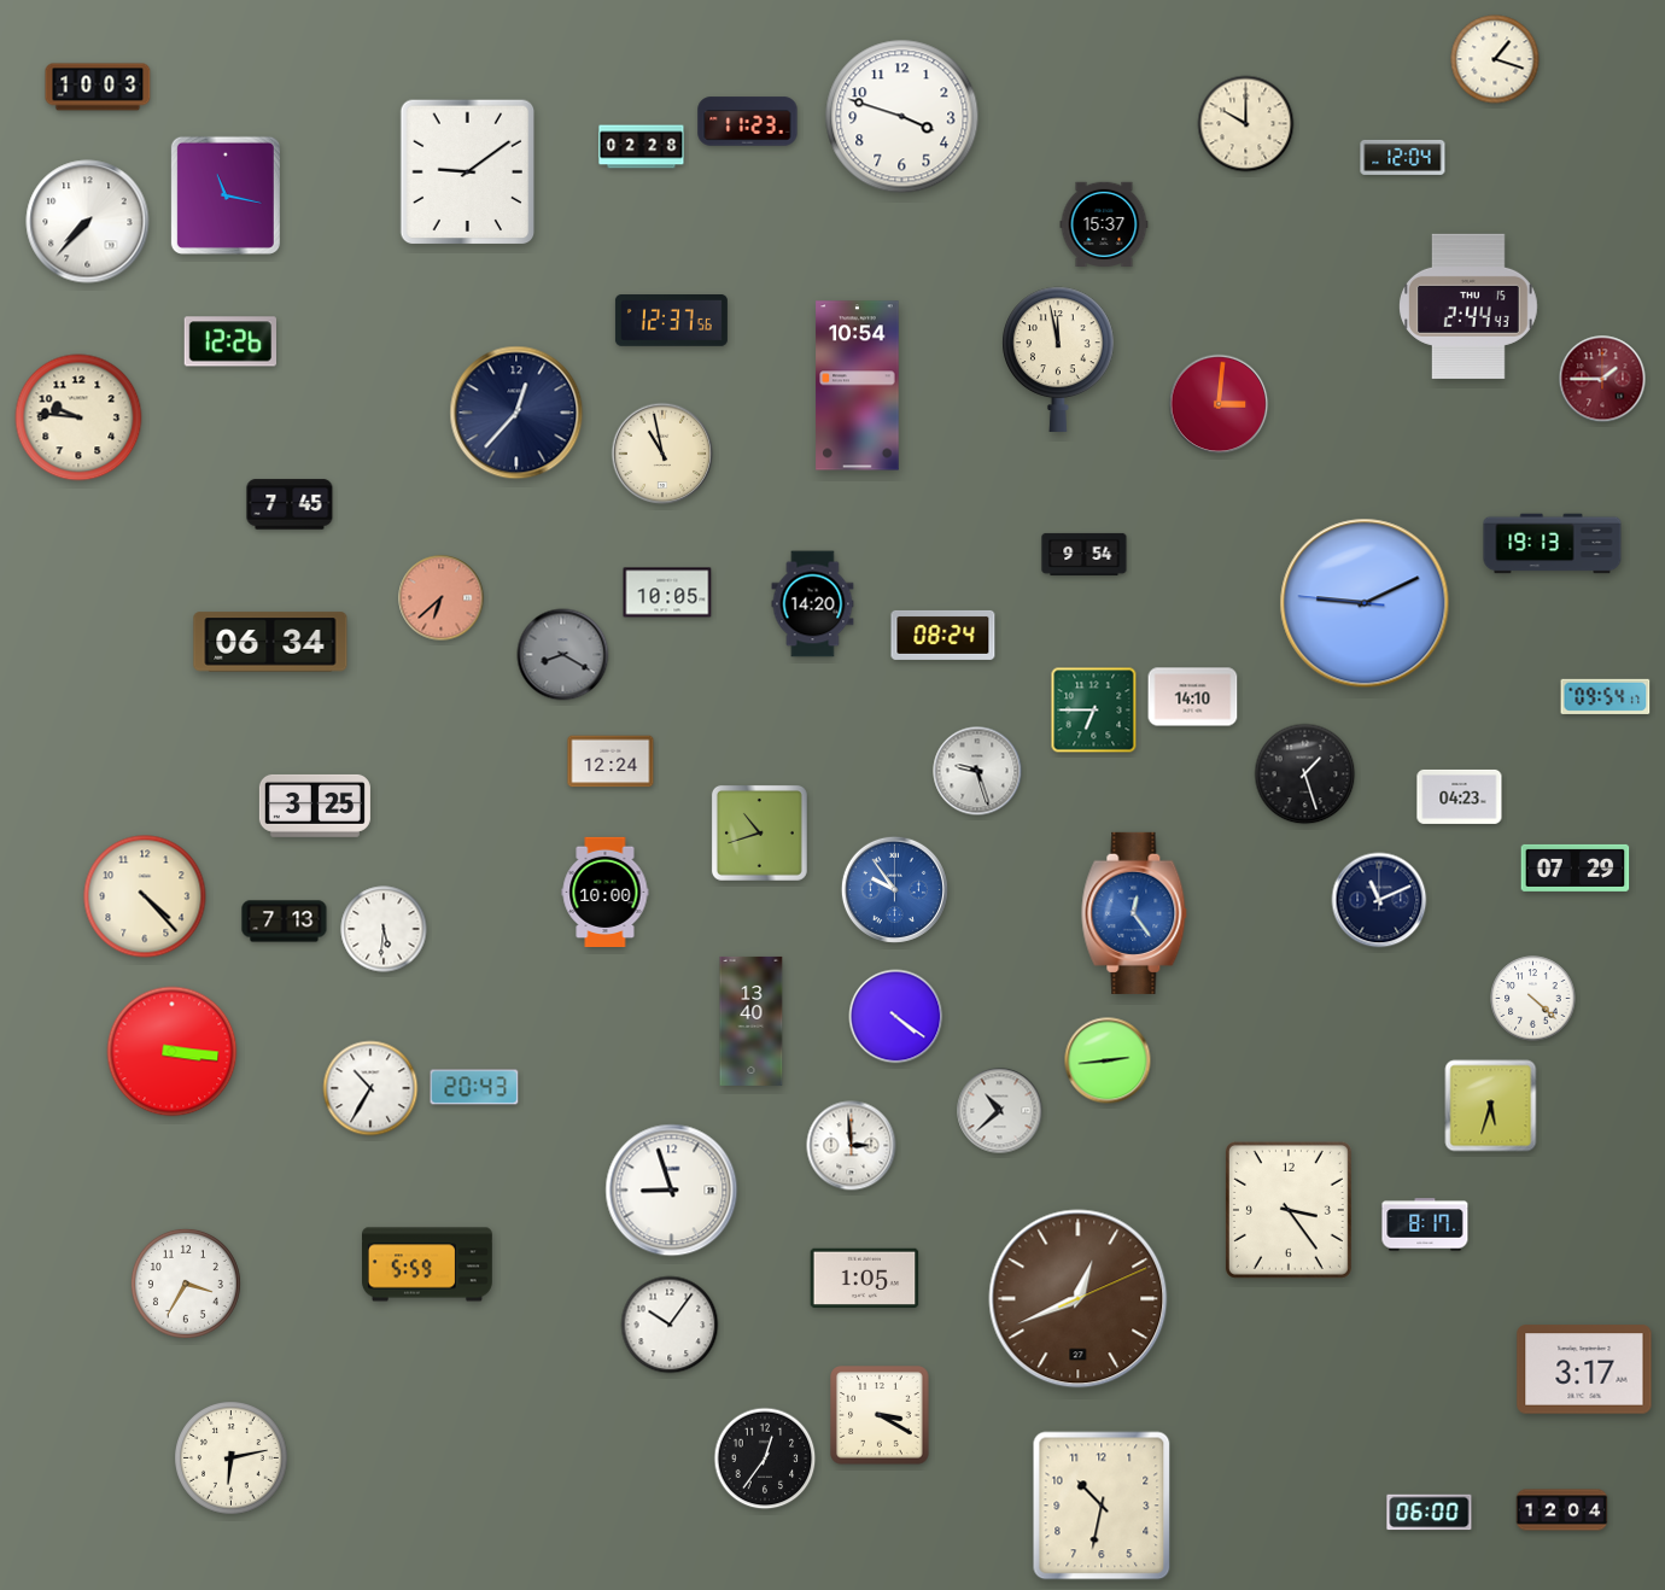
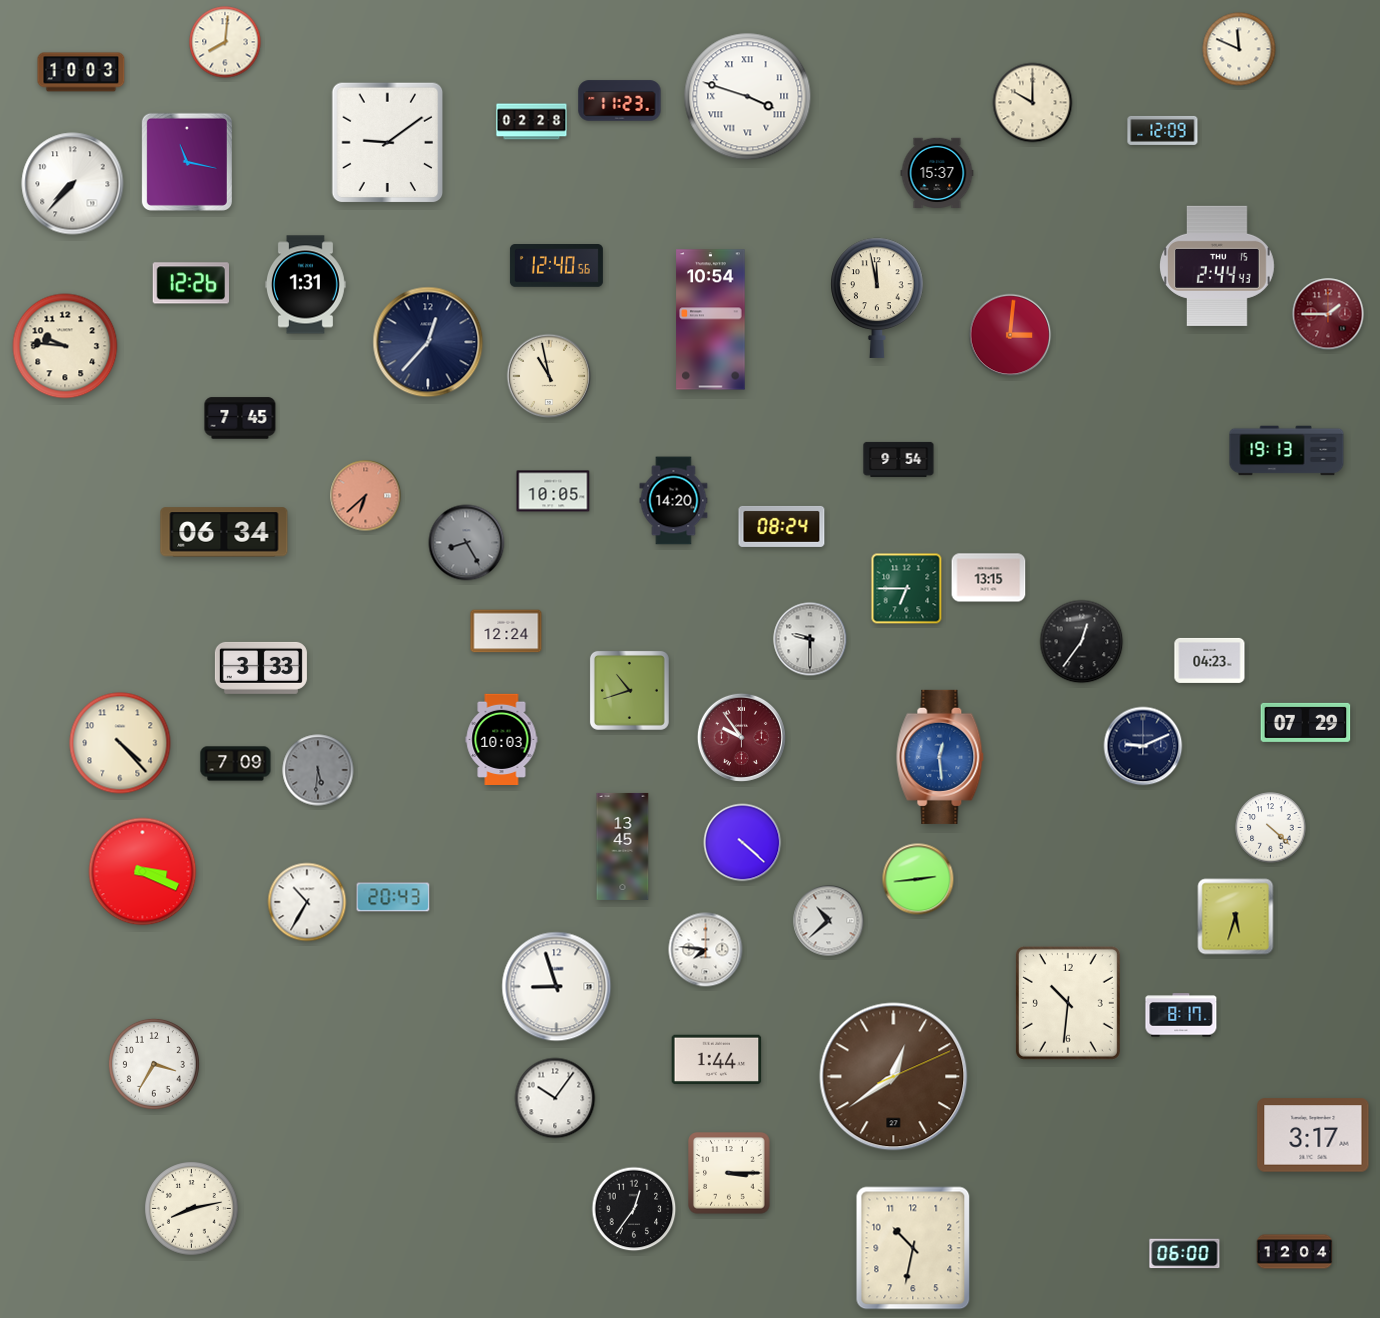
clock at (225, 42): none -> 8:01
clock at (1495, 59): 1:18 -> 11:49
clock at (902, 117) numerals: Arabic -> Roman
clock at (1403, 157): 12:04 -> 12:09
clock at (1104, 224) position: (1104, 224) -> (937, 173)
clock at (1470, 306) position: (1470, 306) -> (1218, 266)
clock at (671, 321): 12:37 -> 12:40
clock at (305, 285): none -> 1:31
clock at (1365, 603): 9:10 -> none
clock at (563, 655): 8:20 -> 8:25
clock at (1606, 696): 09:54 -> none
clock at (1193, 697): 14:10 -> 13:15
clock at (977, 771): 9:27 -> 9:30
clock at (1305, 774): 1:27 -> 12:36
clock at (315, 806): 3:25 -> 3:33
clock at (1576, 867) position: (1576, 867) -> (1306, 722)
clock at (894, 889) dial: blue -> burgundy
clock at (606, 892): 10:00 -> 10:03
clock at (1379, 900): 11:11 -> 9:11
clock at (1134, 913): 12:24 -> 12:29
clock at (285, 922): 7:13 -> 7:09
clock at (384, 929) dial: white -> grey
clock at (896, 1017): 4:21 -> 4:22
clock at (752, 1021): 13:40 -> 13:45
clock at (173, 1052): 3:16 -> 3:19
clock at (474, 1087) position: (474, 1087) -> (393, 897)
clock at (852, 1146): 2:59 -> 7:46
clock at (1289, 1210): 3:24 -> 10:31
clock at (428, 1264): 5:59 -> none
clock at (865, 1279): 1:05 -> 1:44
clock at (1079, 1299): 12:41 -> 12:39
clock at (880, 1415): 3:20 -> 3:15
clock at (232, 1459): 6:13 -> 8:13
